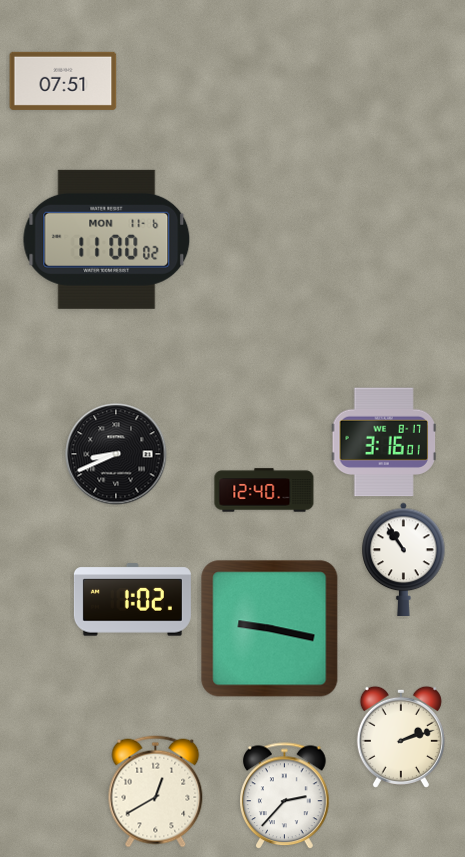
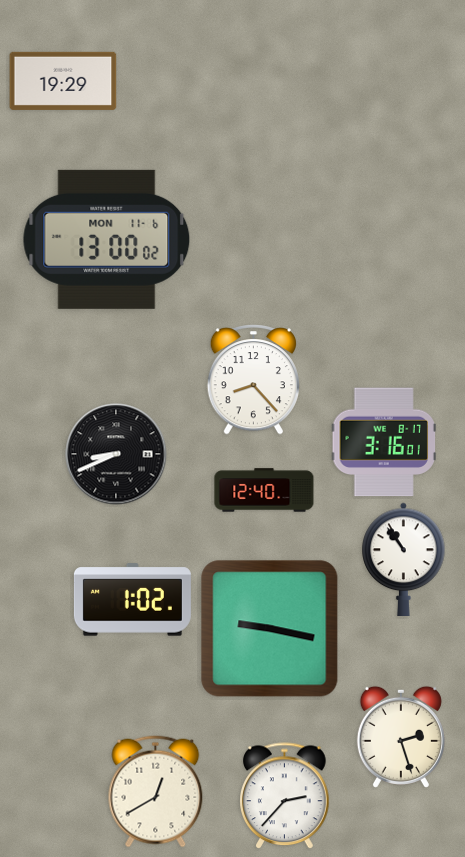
clock at (63, 81): 07:51 -> 19:29
clock at (107, 239): 11:00 -> 13:00
clock at (253, 380): none -> 8:23
clock at (401, 737): 2:12 -> 2:27
